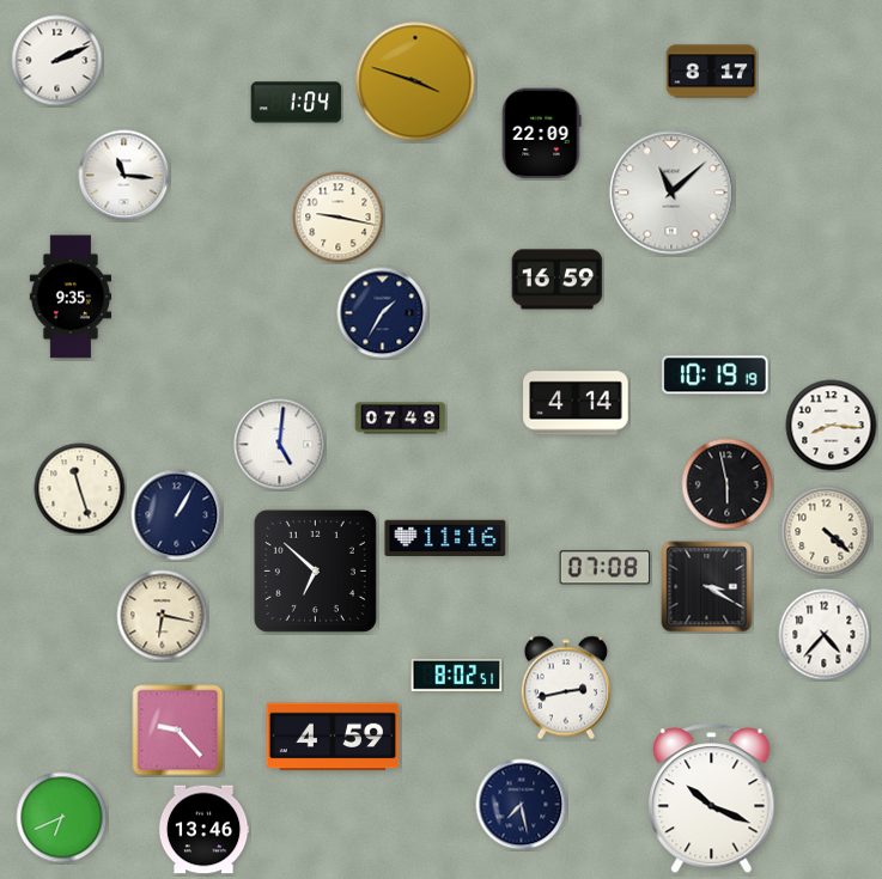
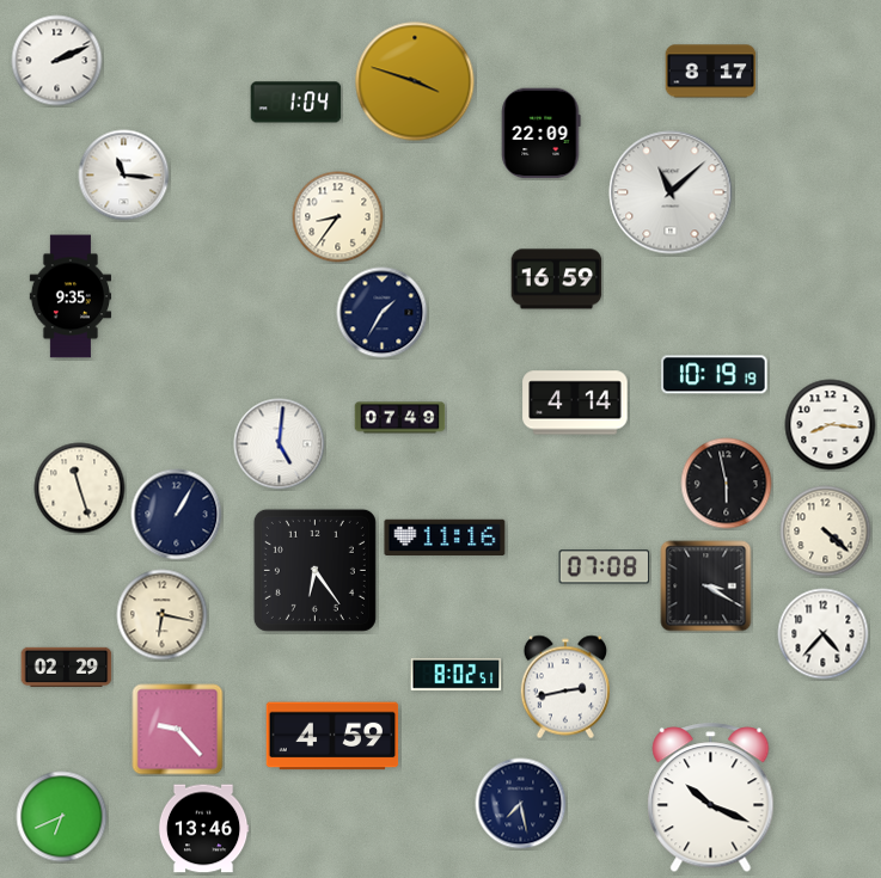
clock at (339, 218): 9:17 -> 8:36
clock at (315, 570): 6:52 -> 6:24
clock at (67, 667): none -> 02:29
